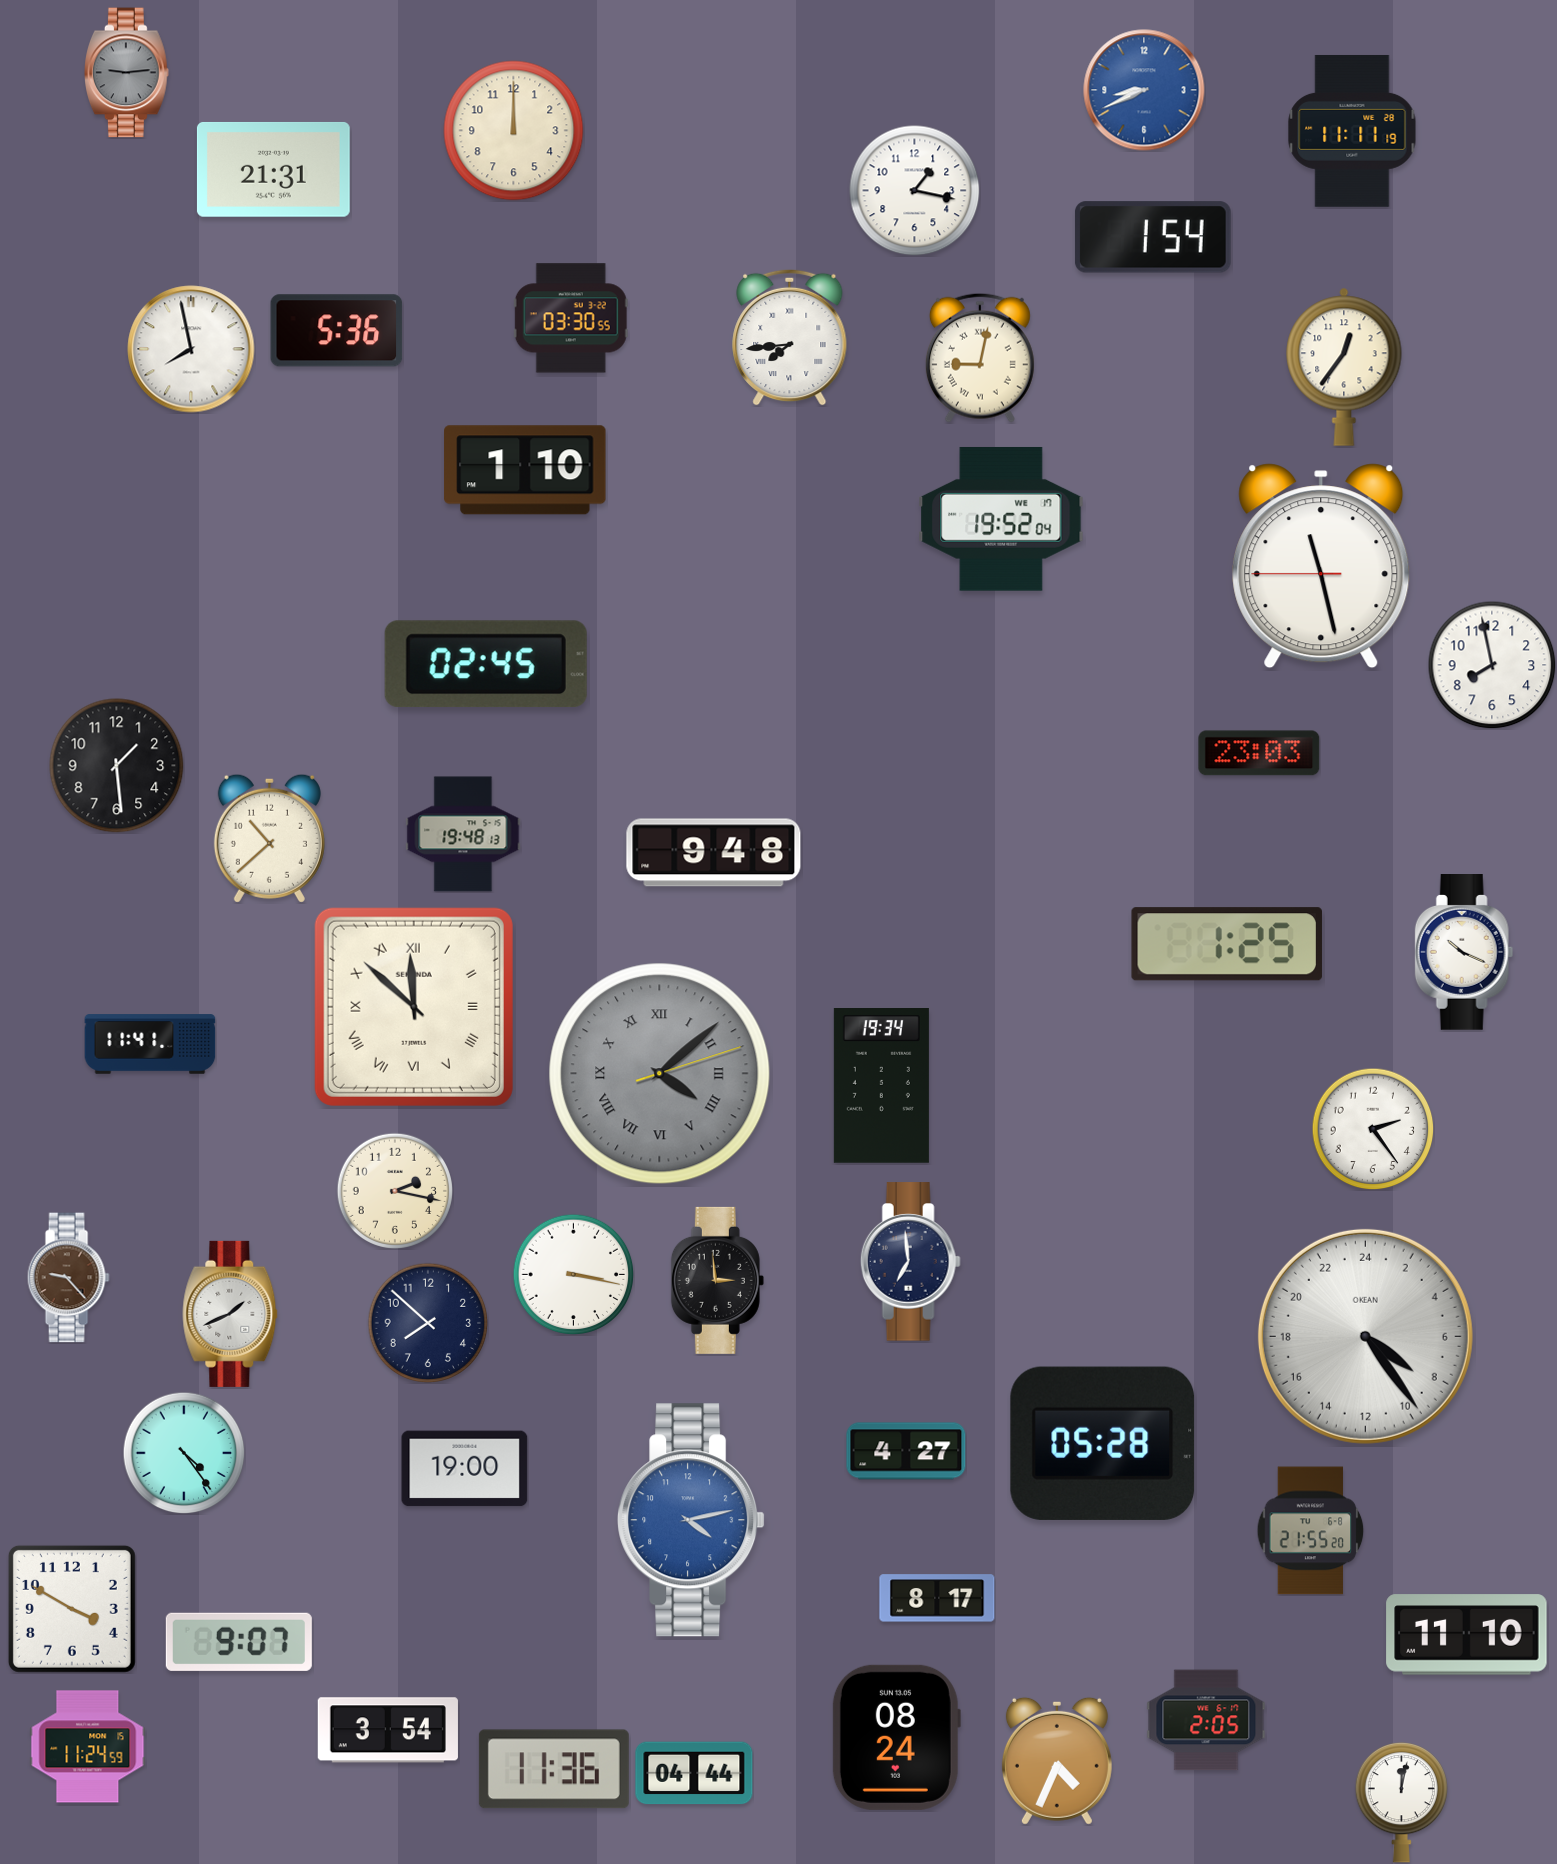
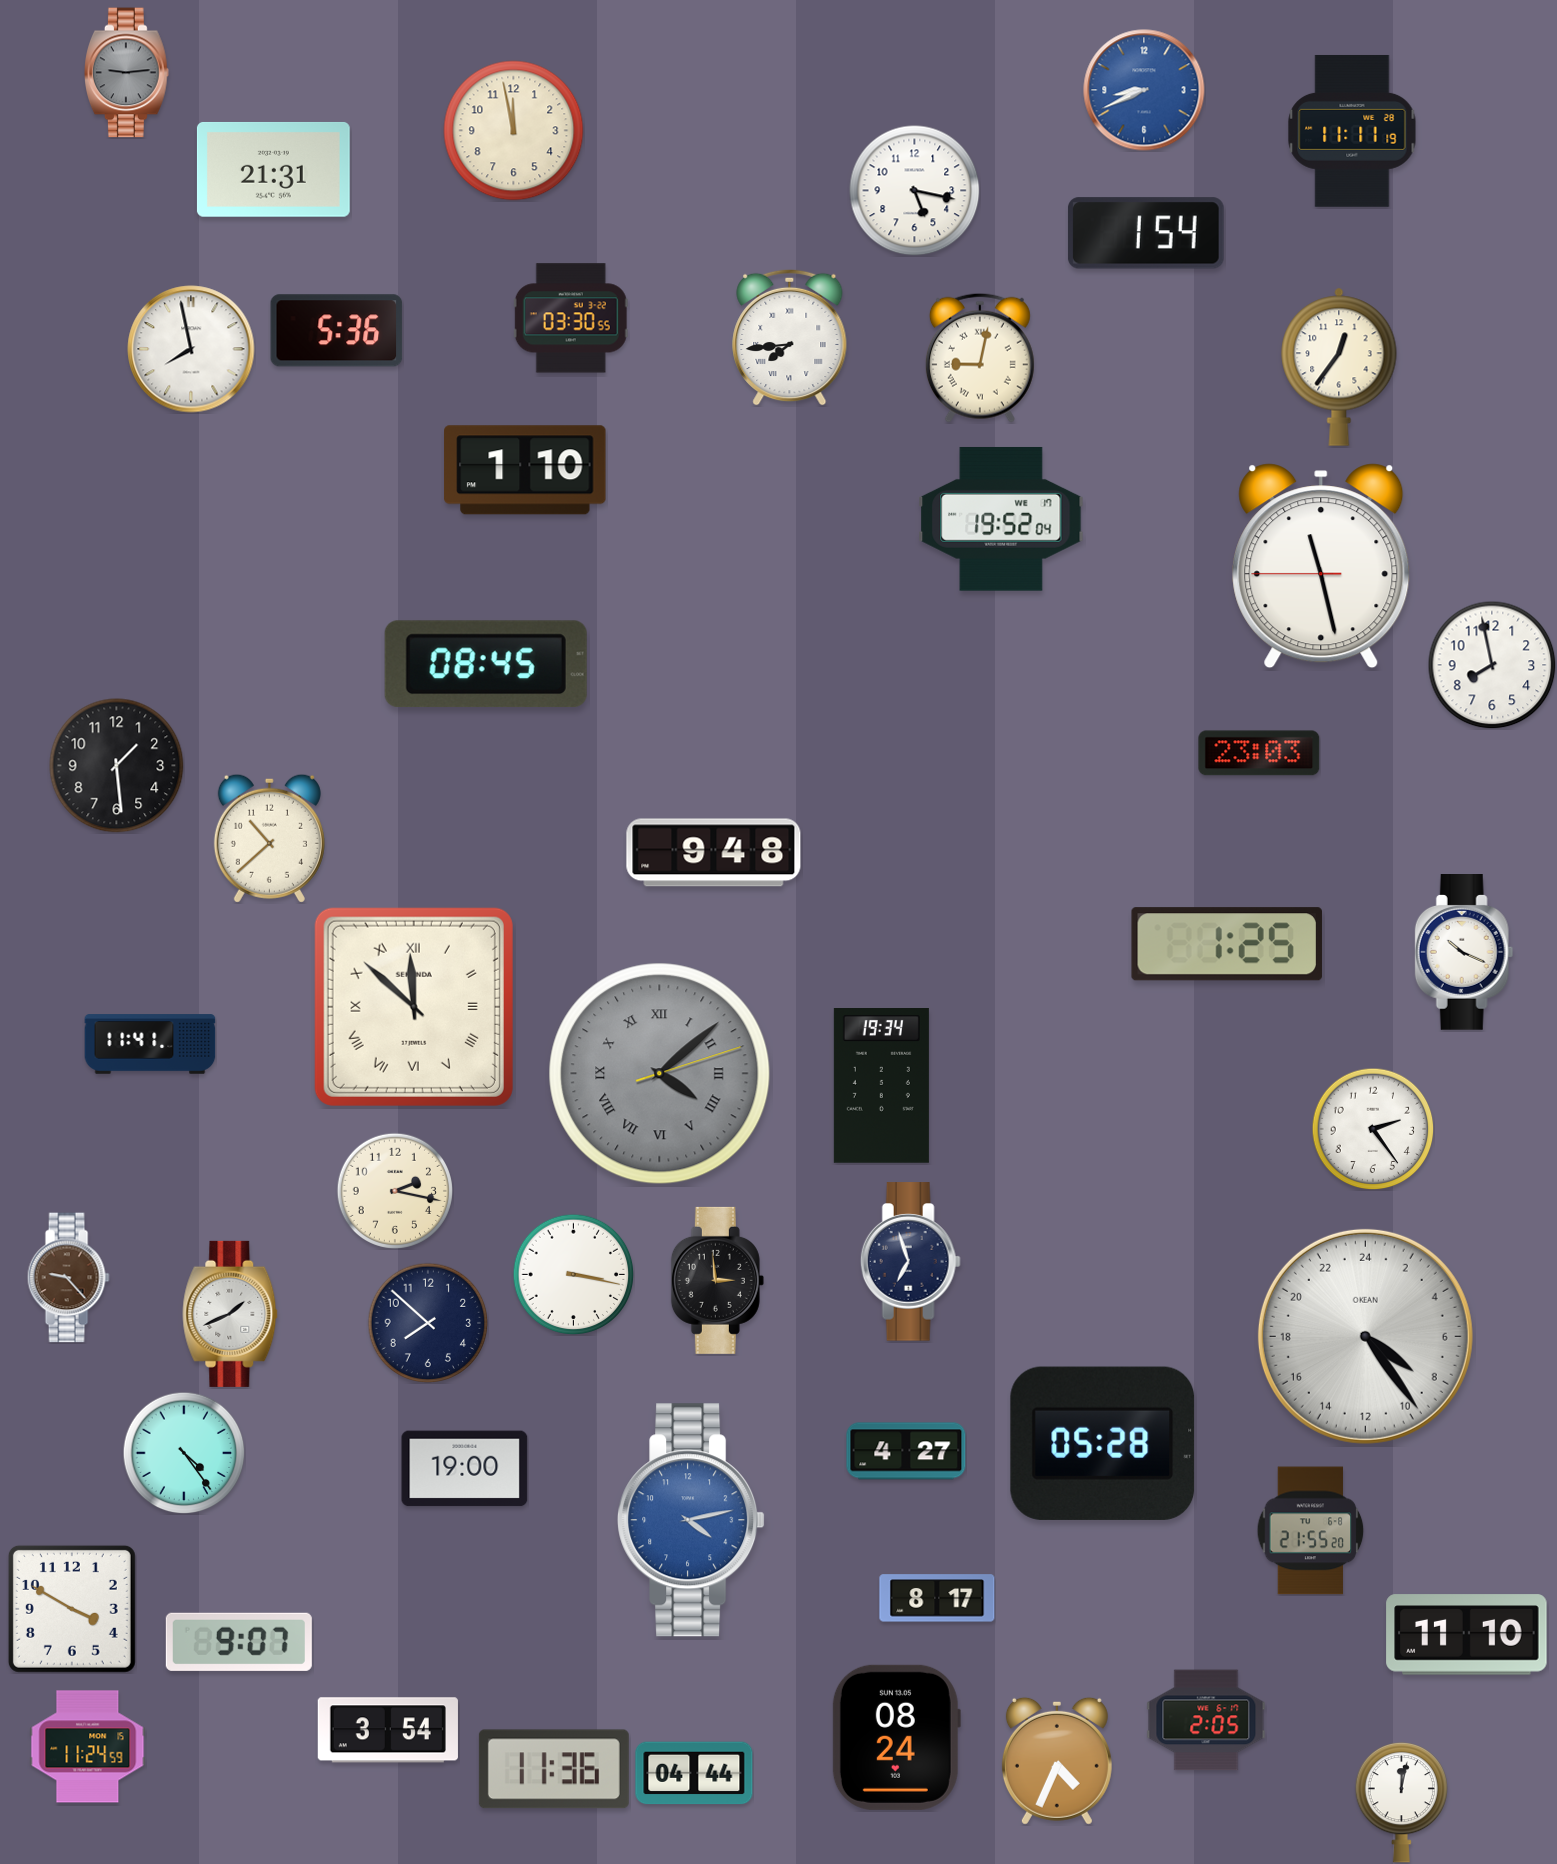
clock at (514, 131): 12:00 -> 11:58
clock at (915, 191): 1:17 -> 5:17
clock at (1153, 237) position: (1153, 237) -> (1146, 233)
clock at (1344, 367) position: (1344, 367) -> (1339, 367)
clock at (486, 664): 02:45 -> 08:45
clock at (463, 834): 19:48 -> none
clock at (910, 1262): 6:59 -> 6:57
